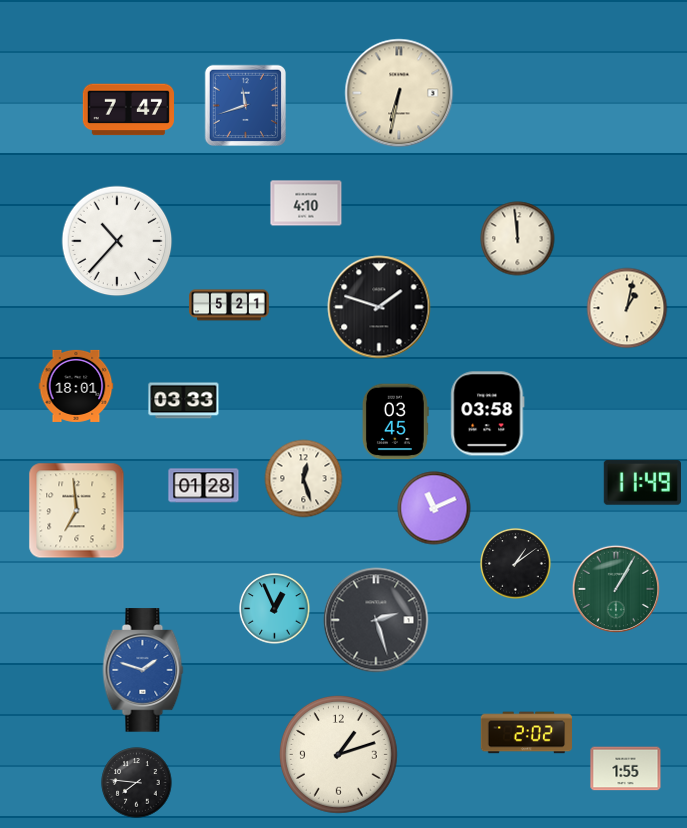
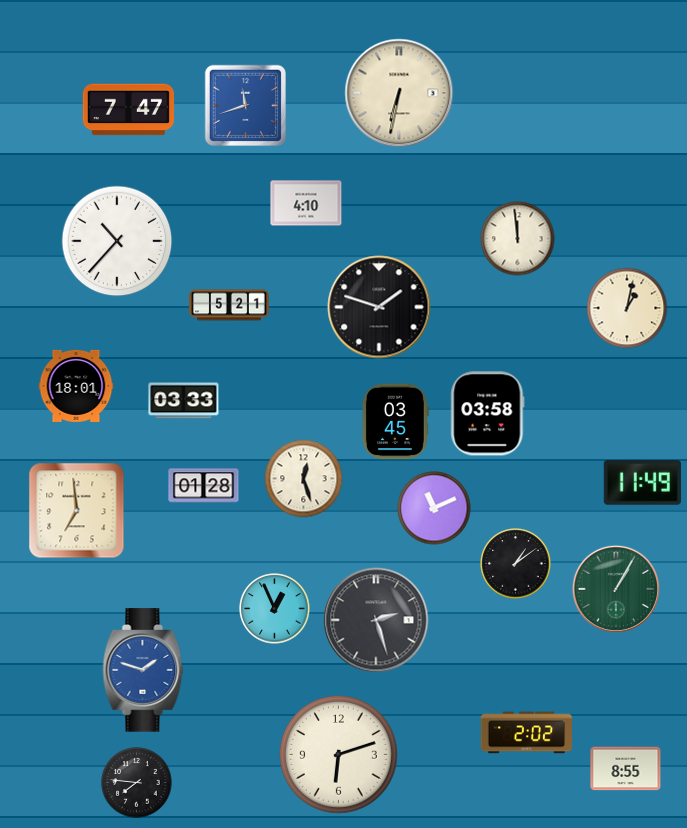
clock at (338, 754): 1:12 -> 6:12
clock at (626, 769): 1:55 -> 8:55
